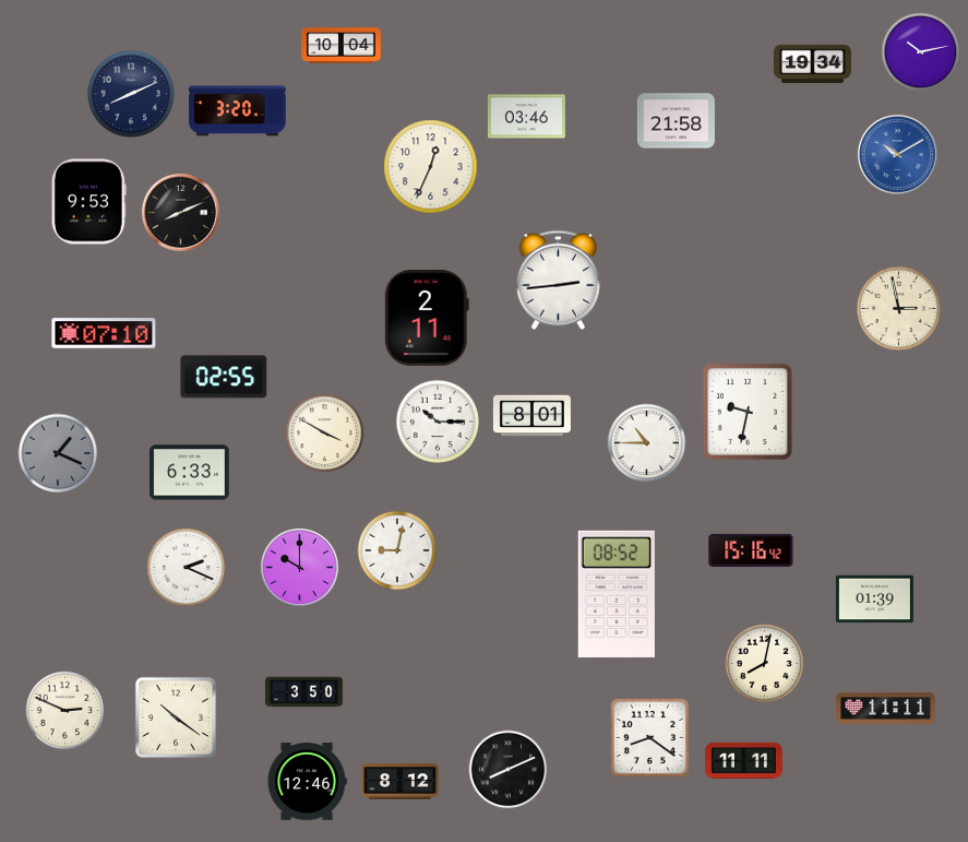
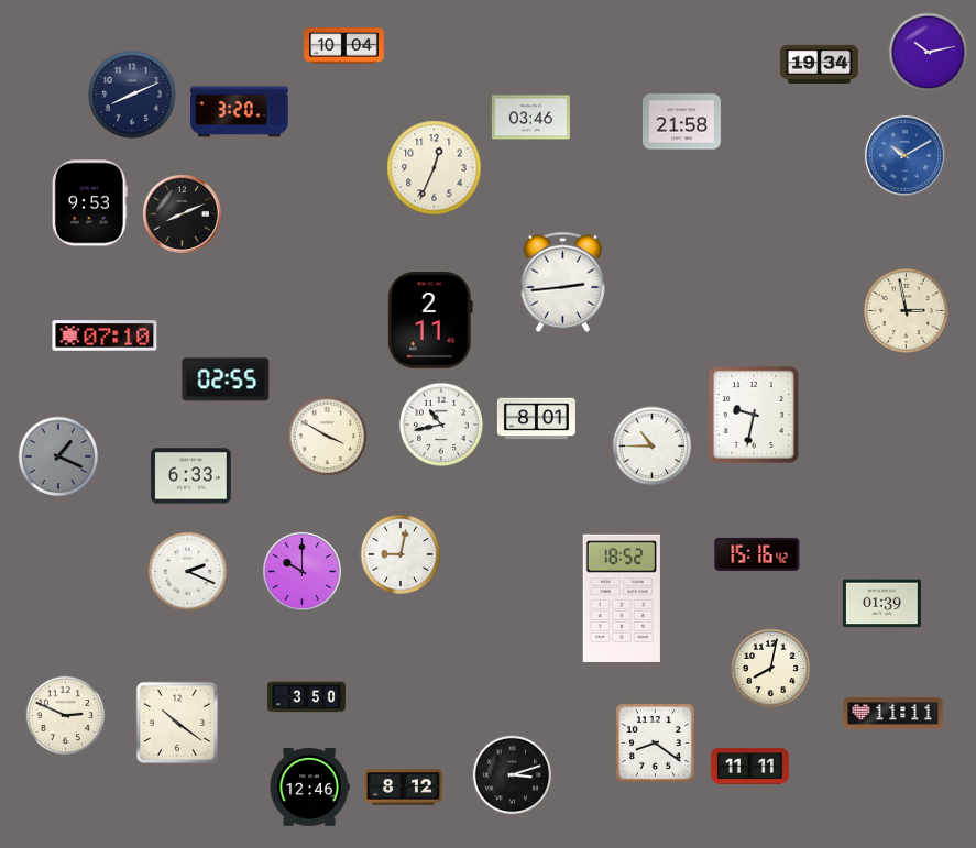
clock at (438, 422): 10:15 -> 10:43
clock at (617, 594): 08:52 -> 18:52
clock at (509, 770): 8:11 -> 3:12
